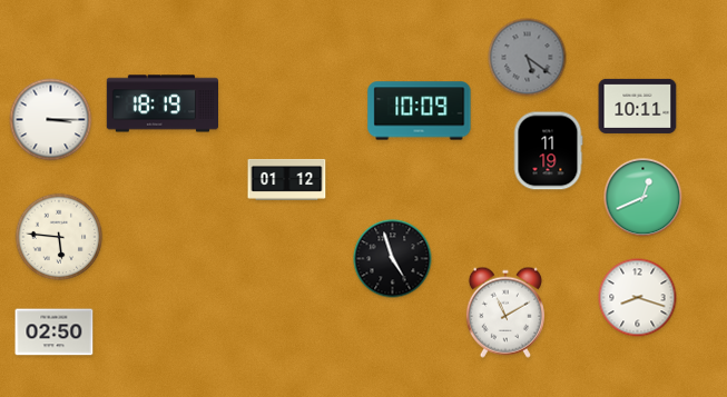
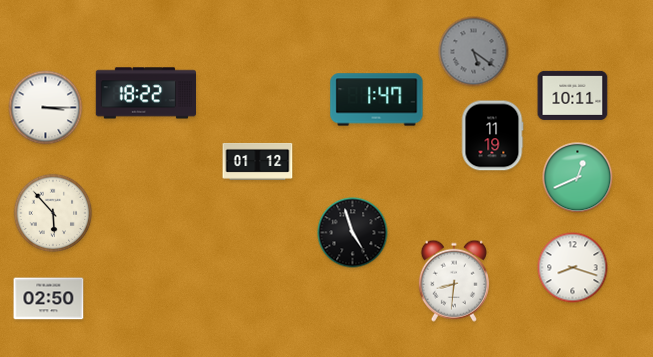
clock at (161, 103): 18:19 -> 18:22
clock at (420, 111): 10:09 -> 1:47
clock at (59, 237): 5:46 -> 5:53
clock at (505, 312): 11:10 -> 8:31
